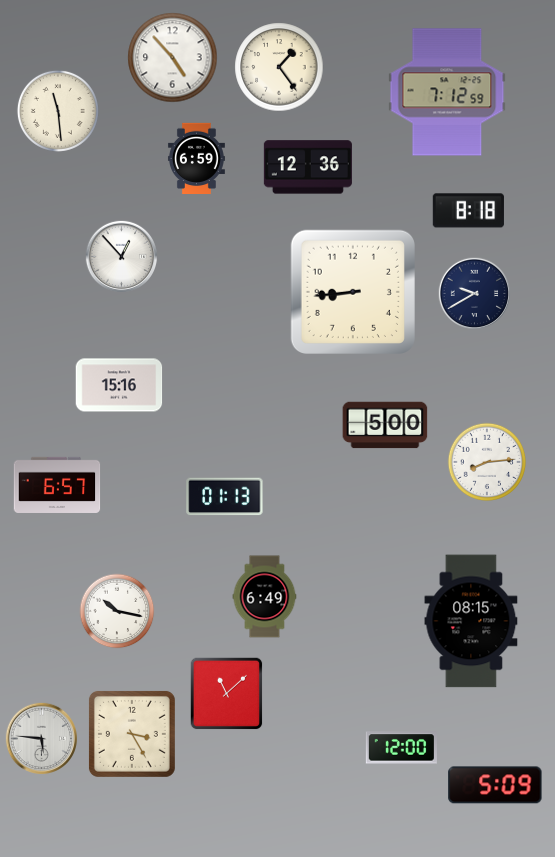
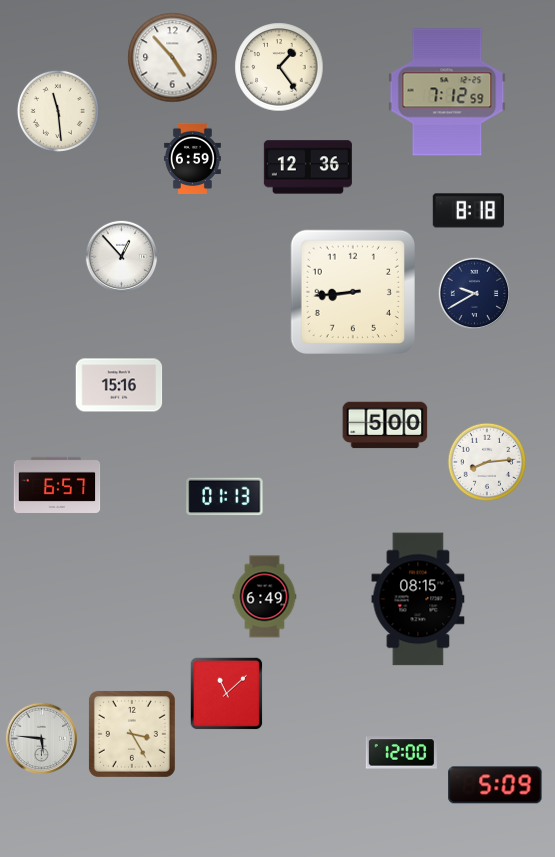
clock at (196, 158) position: (196, 158) -> (192, 158)
clock at (117, 611): 10:17 -> none
clock at (471, 621) position: (471, 621) -> (418, 599)
clock at (401, 748) position: (401, 748) -> (401, 753)
